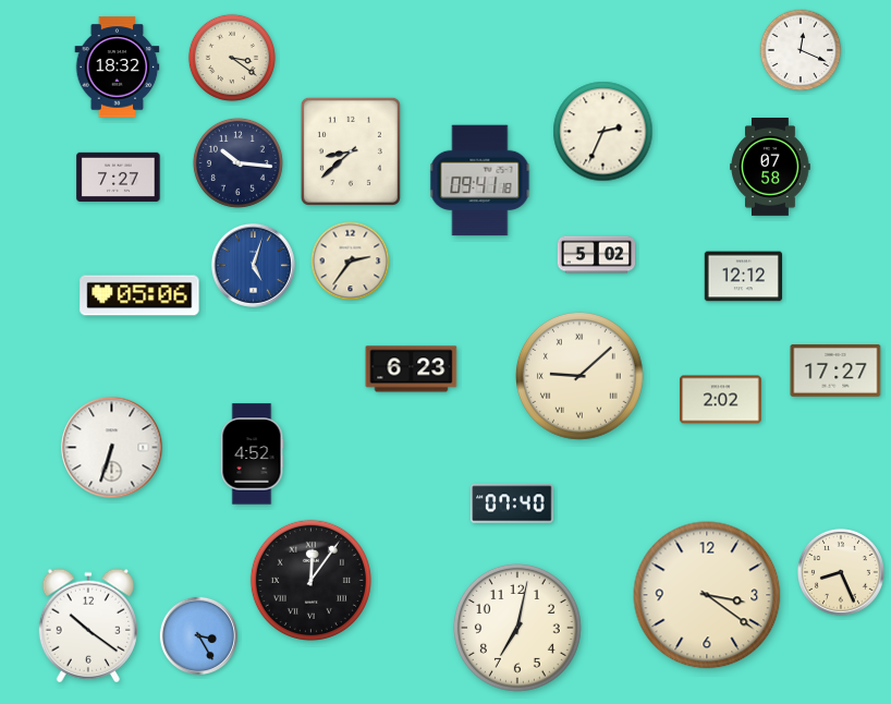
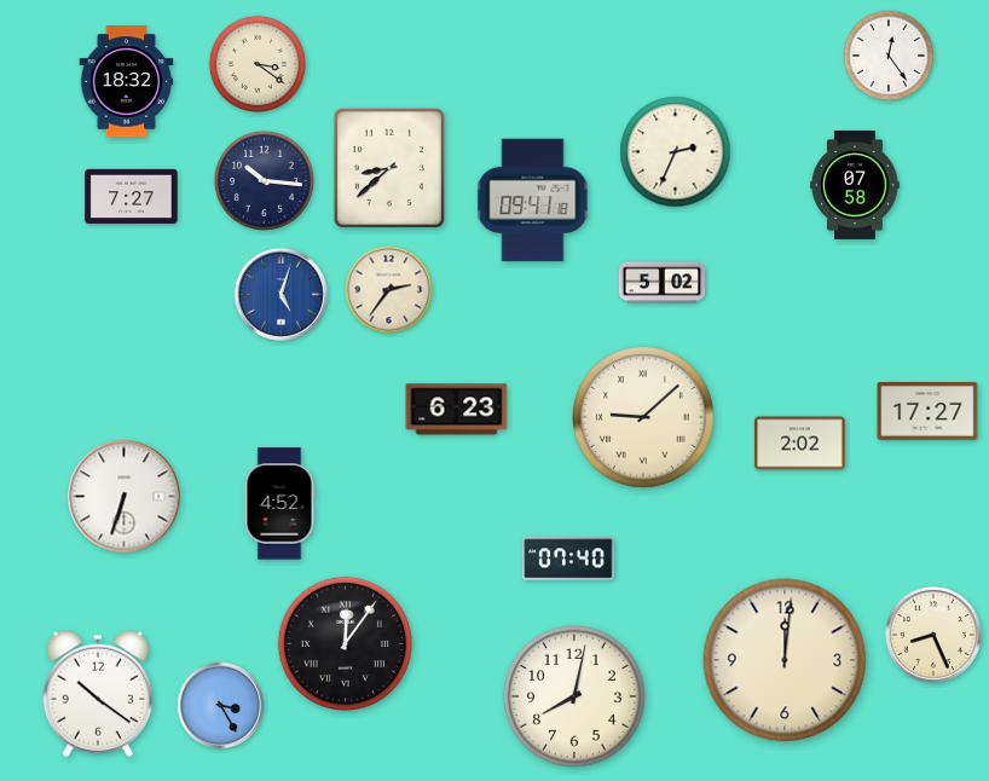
clock at (801, 50): 12:19 -> 12:24
clock at (118, 68) position: (118, 68) -> (127, 82)
clock at (603, 132) position: (603, 132) -> (676, 152)
clock at (743, 277): 12:12 -> none
clock at (139, 295): 05:06 -> none
clock at (707, 595): 3:21 -> 12:01
clock at (517, 628): 7:02 -> 8:02
